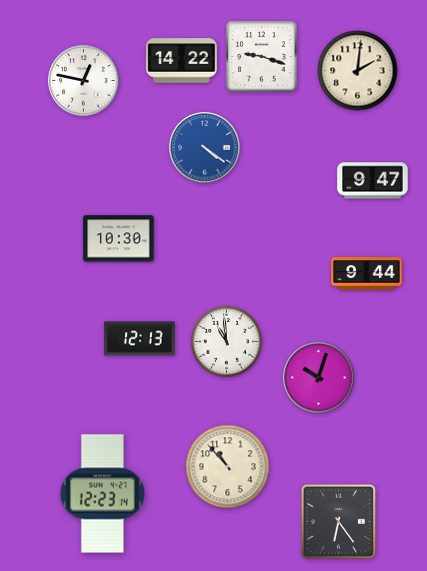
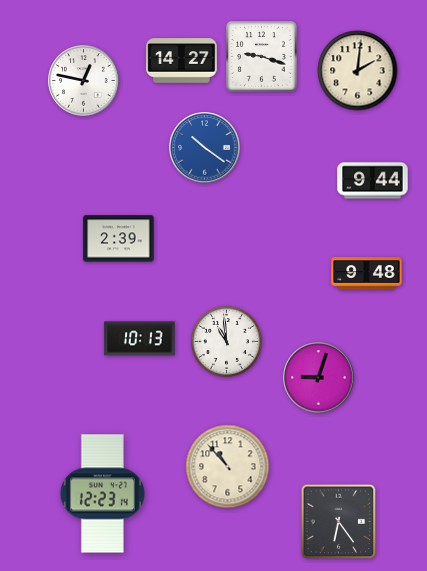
clock at (182, 61): 14:22 -> 14:27
clock at (205, 148): 4:21 -> 10:21
clock at (373, 181): 9:47 -> 9:44
clock at (119, 239): 10:30 -> 2:39
clock at (367, 274): 9:44 -> 9:48
clock at (140, 339): 12:13 -> 10:13
clock at (319, 378): 10:03 -> 9:03
